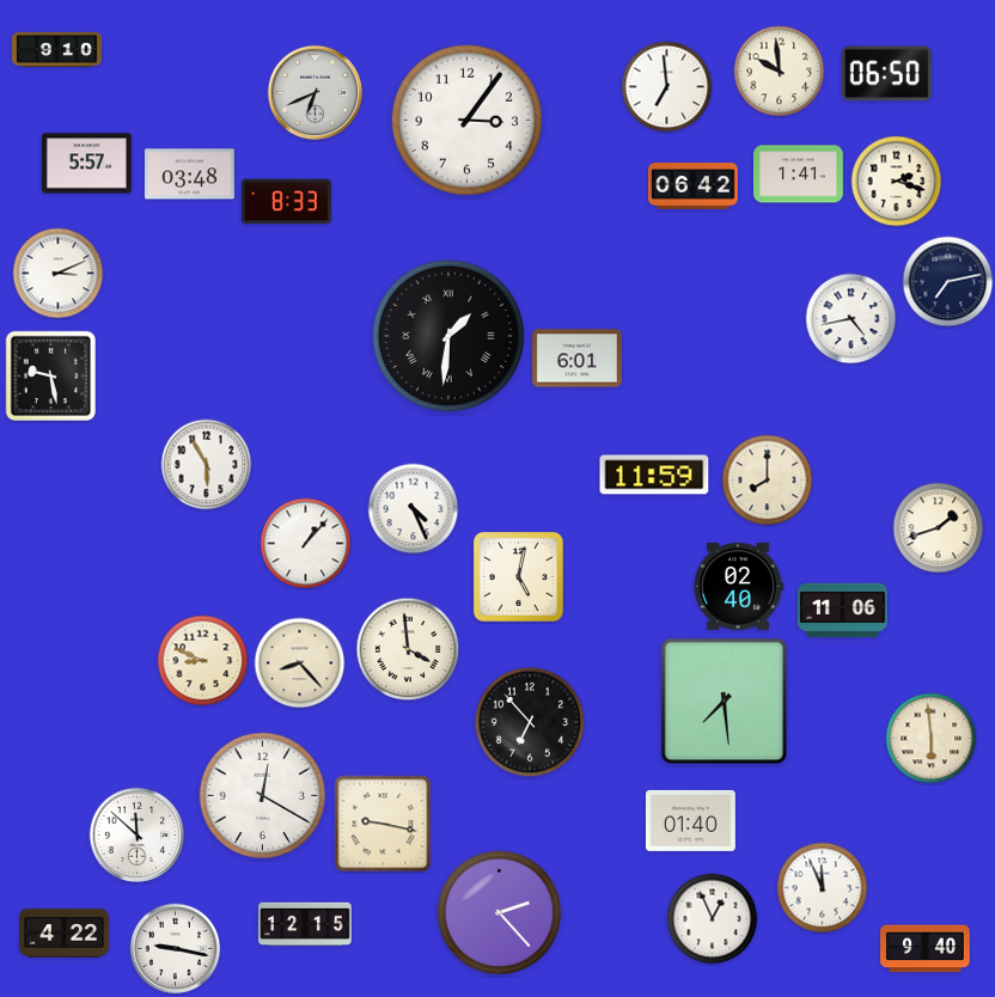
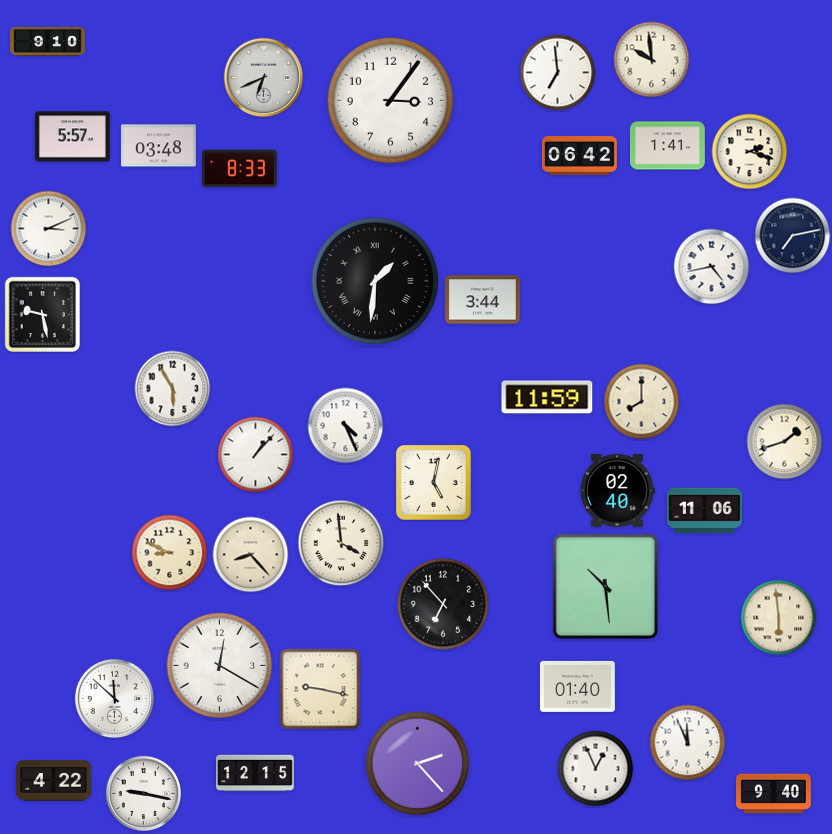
clock at (886, 74): 06:50 -> none
clock at (578, 359): 6:01 -> 3:44
clock at (725, 702): 7:29 -> 10:29
clock at (176, 949) position: (176, 949) -> (144, 794)
